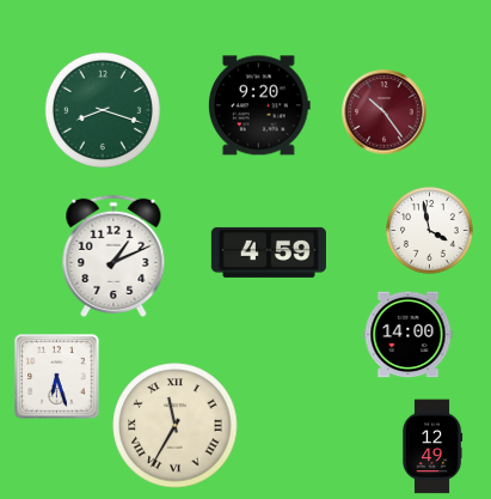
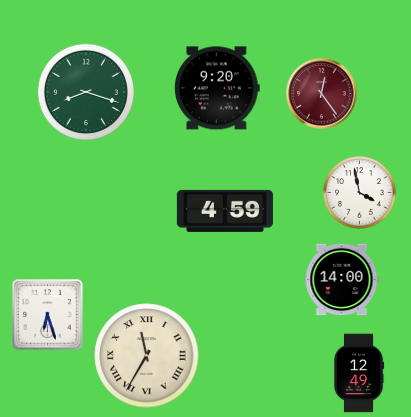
clock at (385, 112): 10:24 -> 12:24
clock at (113, 256): 1:11 -> none
clock at (432, 446) position: (432, 446) -> (359, 373)
